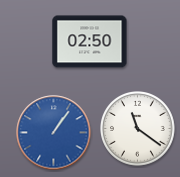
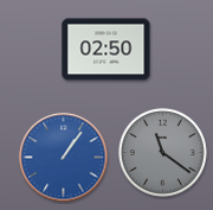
clock at (138, 129) dial: white -> grey
